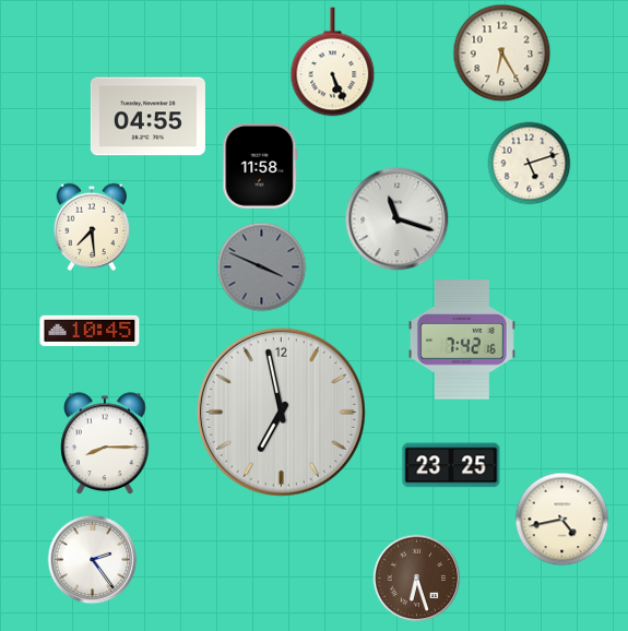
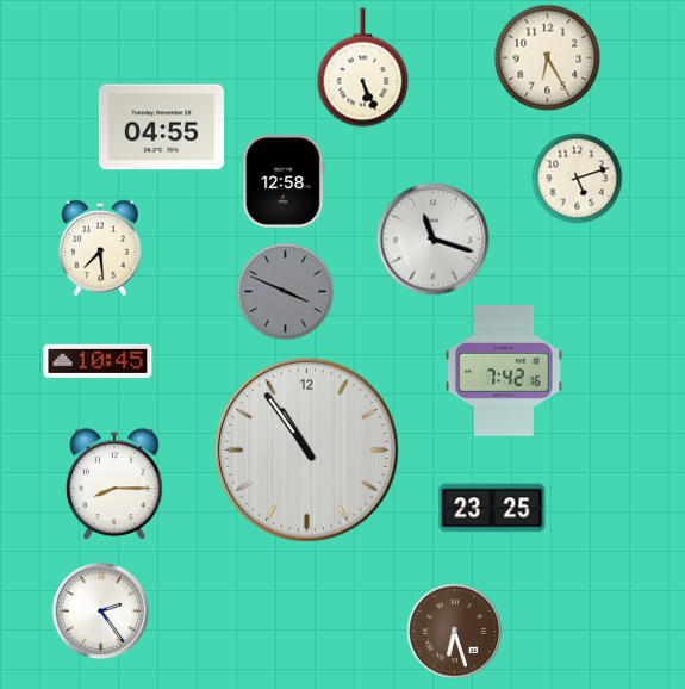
clock at (260, 166): 11:58 -> 12:58
clock at (281, 412): 6:58 -> 10:54
clock at (562, 520): 4:43 -> none
